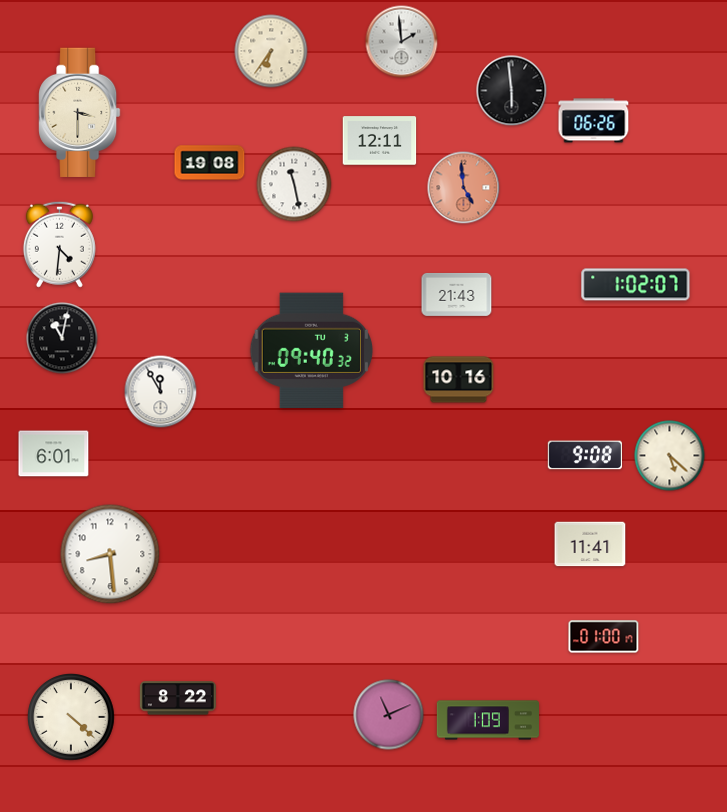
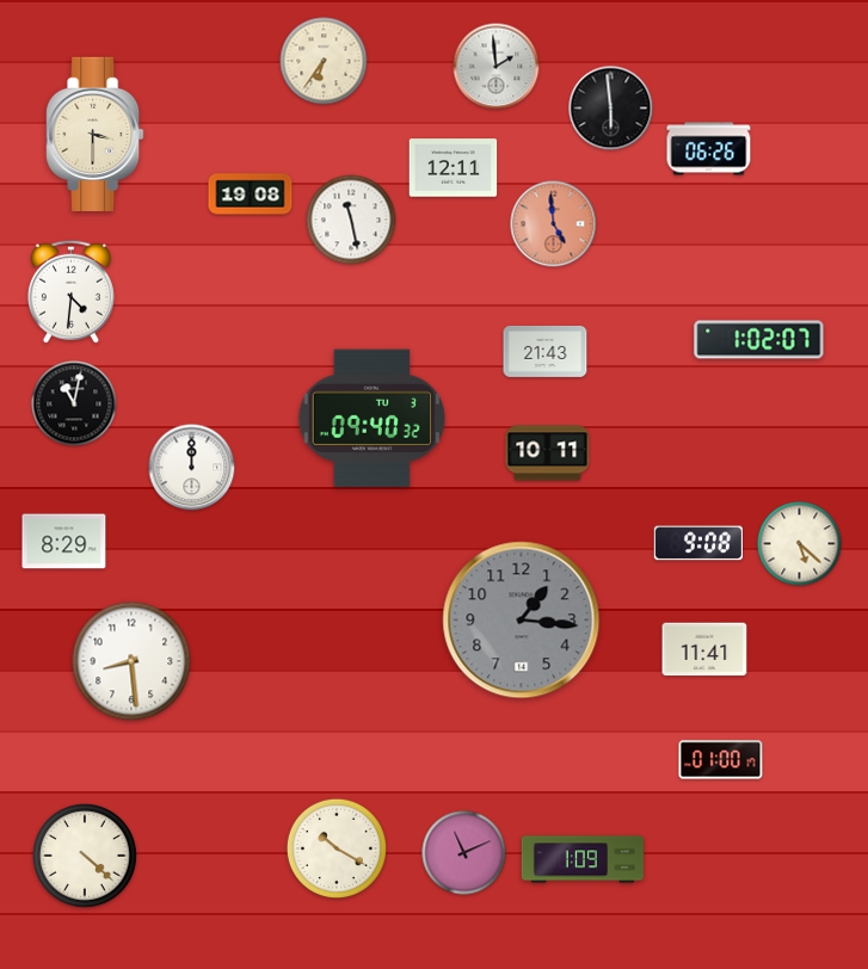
clock at (402, 42) position: (402, 42) -> (497, 67)
clock at (594, 121) position: (594, 121) -> (709, 149)
clock at (459, 380): 10:16 -> 10:11
clock at (161, 392): 11:55 -> 12:00
clock at (54, 454): 6:01 -> 8:29
clock at (522, 621): none -> 1:16
clock at (178, 698): 8:22 -> none
clock at (337, 848): none -> 10:20
